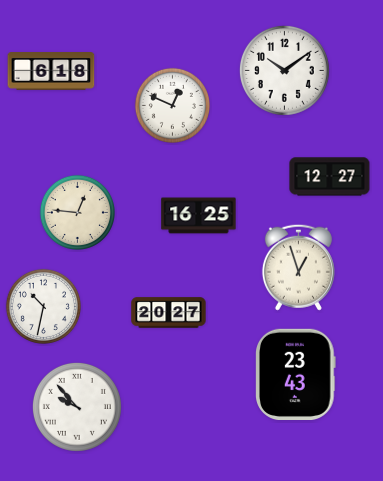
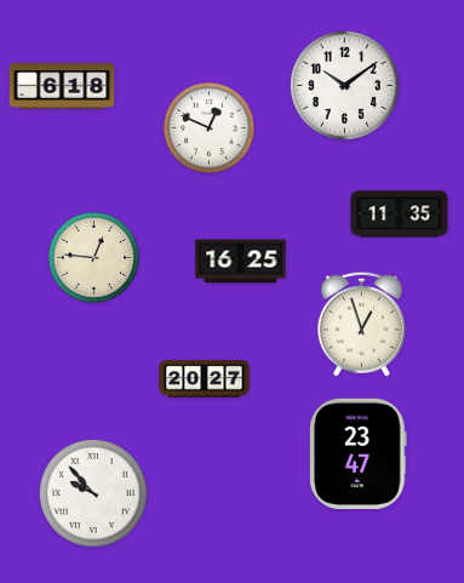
clock at (330, 177): 12:27 -> 11:35
clock at (43, 306): 10:32 -> none
clock at (296, 374): 23:43 -> 23:47
